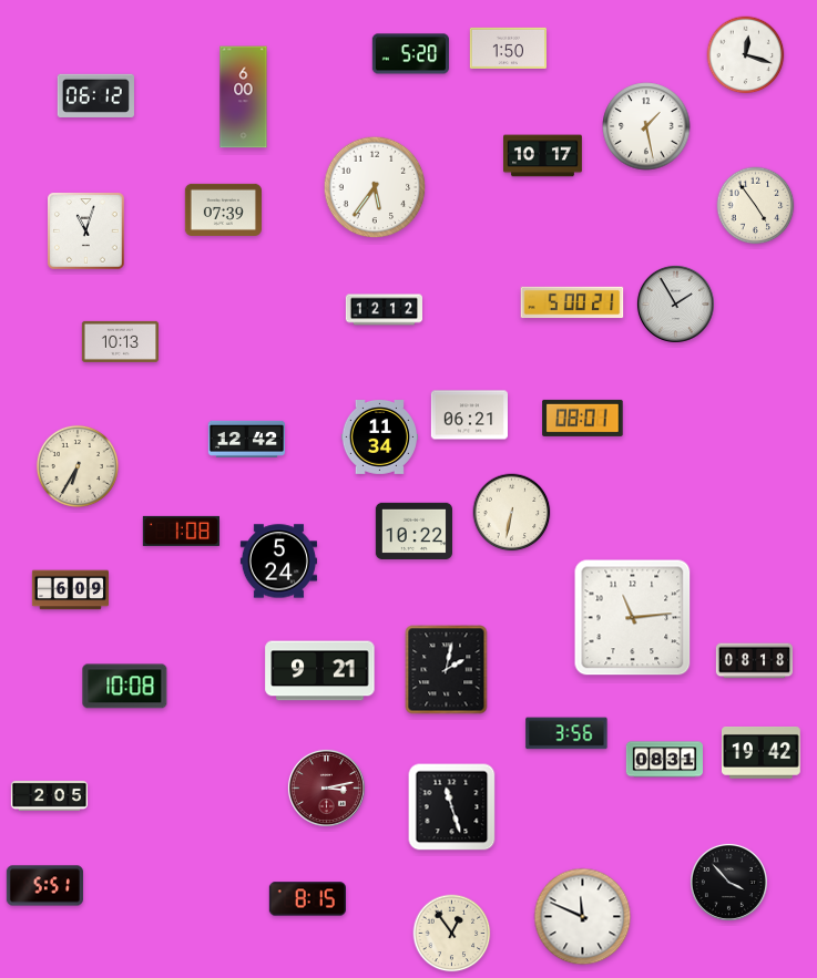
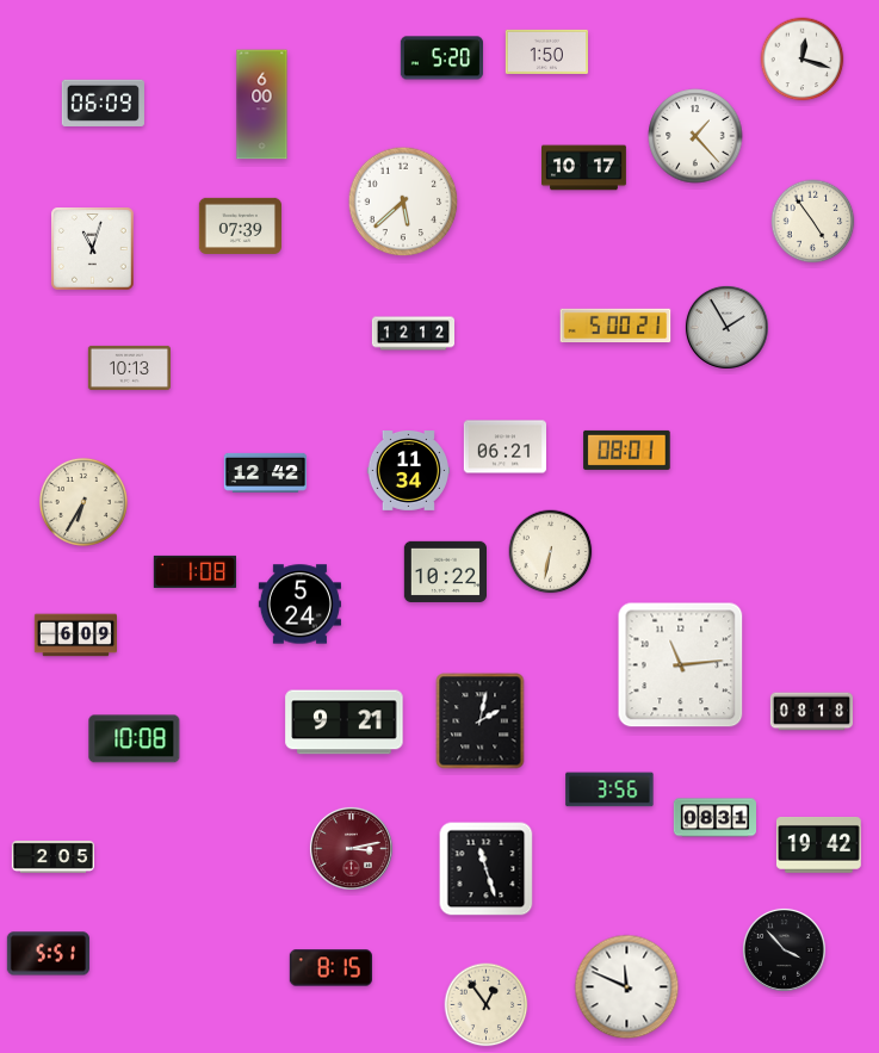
clock at (95, 95): 06:12 -> 06:09
clock at (646, 126): 1:28 -> 1:23
clock at (375, 187): 5:36 -> 5:38
clock at (760, 753) position: (760, 753) -> (818, 846)
